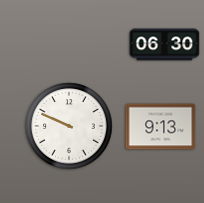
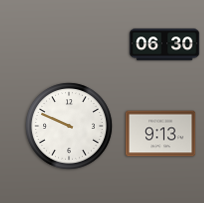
clock at (161, 127) position: (161, 127) -> (161, 134)
